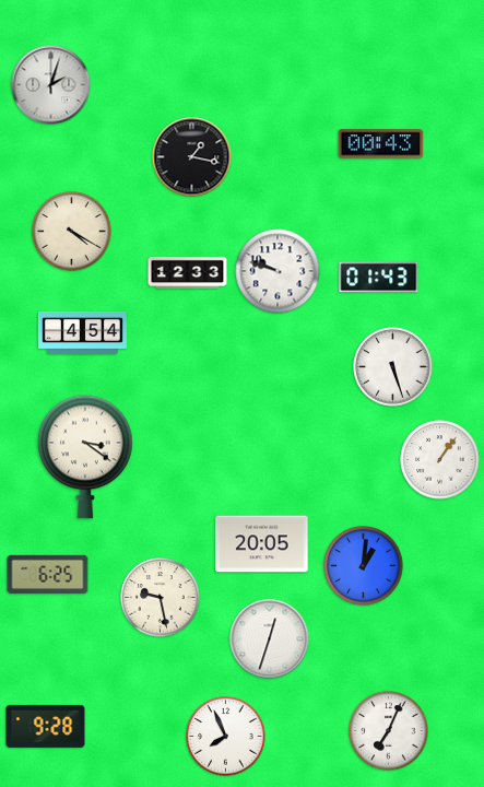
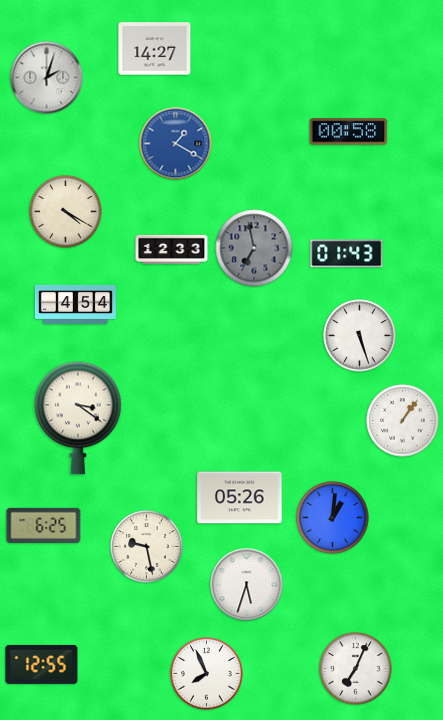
clock at (155, 49): none -> 14:27
clock at (381, 144): 00:43 -> 00:58
clock at (192, 157): 1:17 -> 1:20
clock at (192, 157) dial: black -> blue
clock at (278, 271): 9:48 -> 6:58
clock at (278, 271) dial: white -> grey
clock at (262, 544): 20:05 -> 05:26
clock at (270, 639): 12:33 -> 5:33
clock at (46, 726): 9:28 -> 12:55
